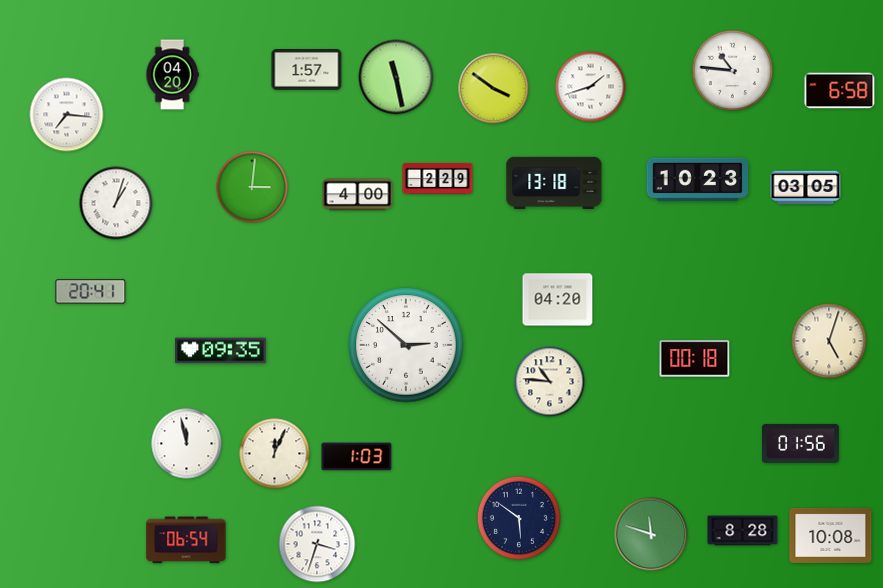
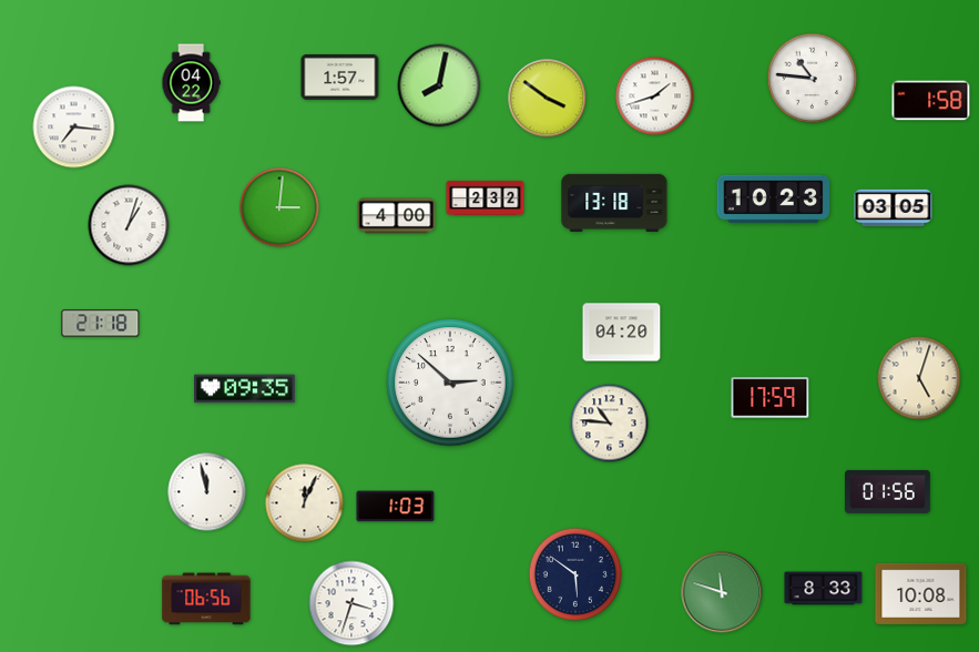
clock at (172, 75): 04:20 -> 04:22
clock at (396, 77): 11:28 -> 8:02
clock at (840, 91): 6:58 -> 1:58
clock at (438, 178): 2:29 -> 2:32
clock at (91, 292): 20:41 -> 21:18
clock at (558, 300) position: (558, 300) -> (622, 333)
clock at (695, 359): 00:18 -> 17:59
clock at (743, 531): 8:28 -> 8:33
clock at (186, 540): 06:54 -> 06:56
